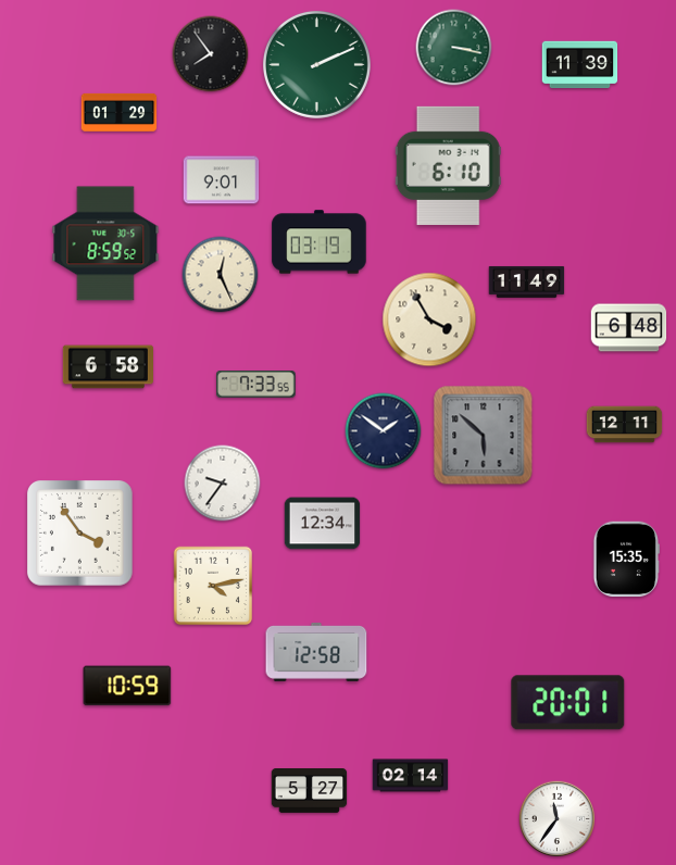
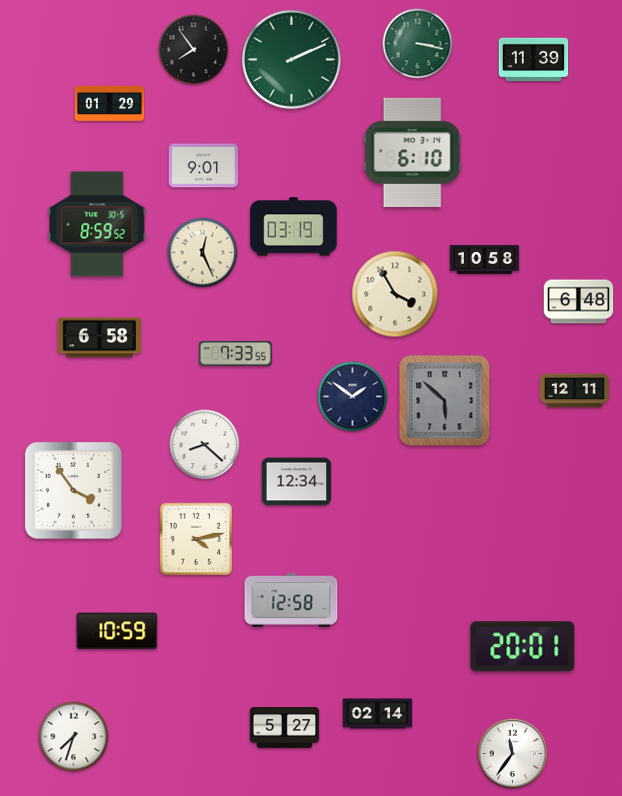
clock at (320, 242) position: (320, 242) -> (294, 227)
clock at (527, 283): 11:49 -> 10:58
clock at (223, 484): 9:36 -> 8:22
clock at (627, 560): 15:35 -> none
clock at (74, 737): none -> 7:33
